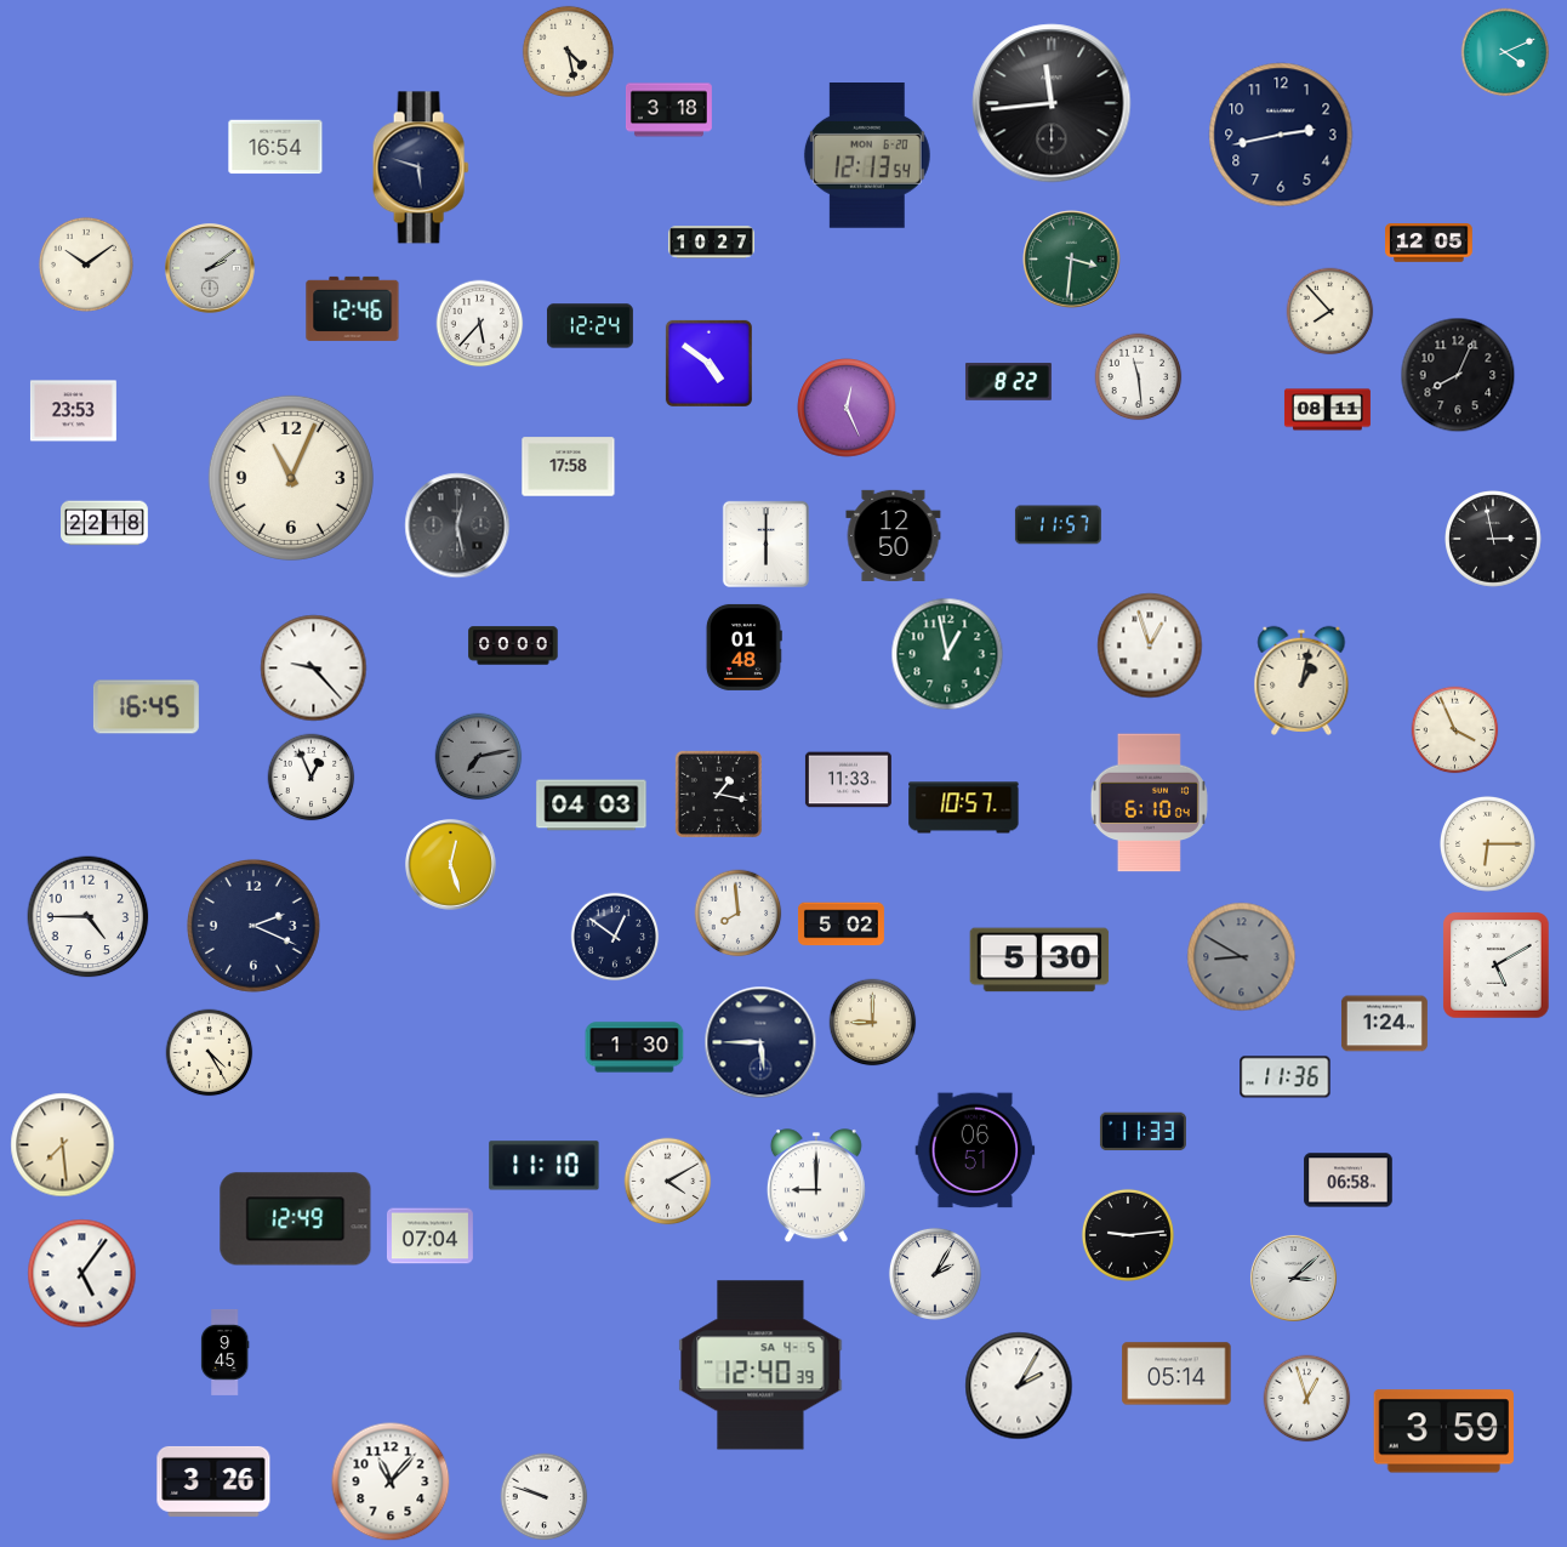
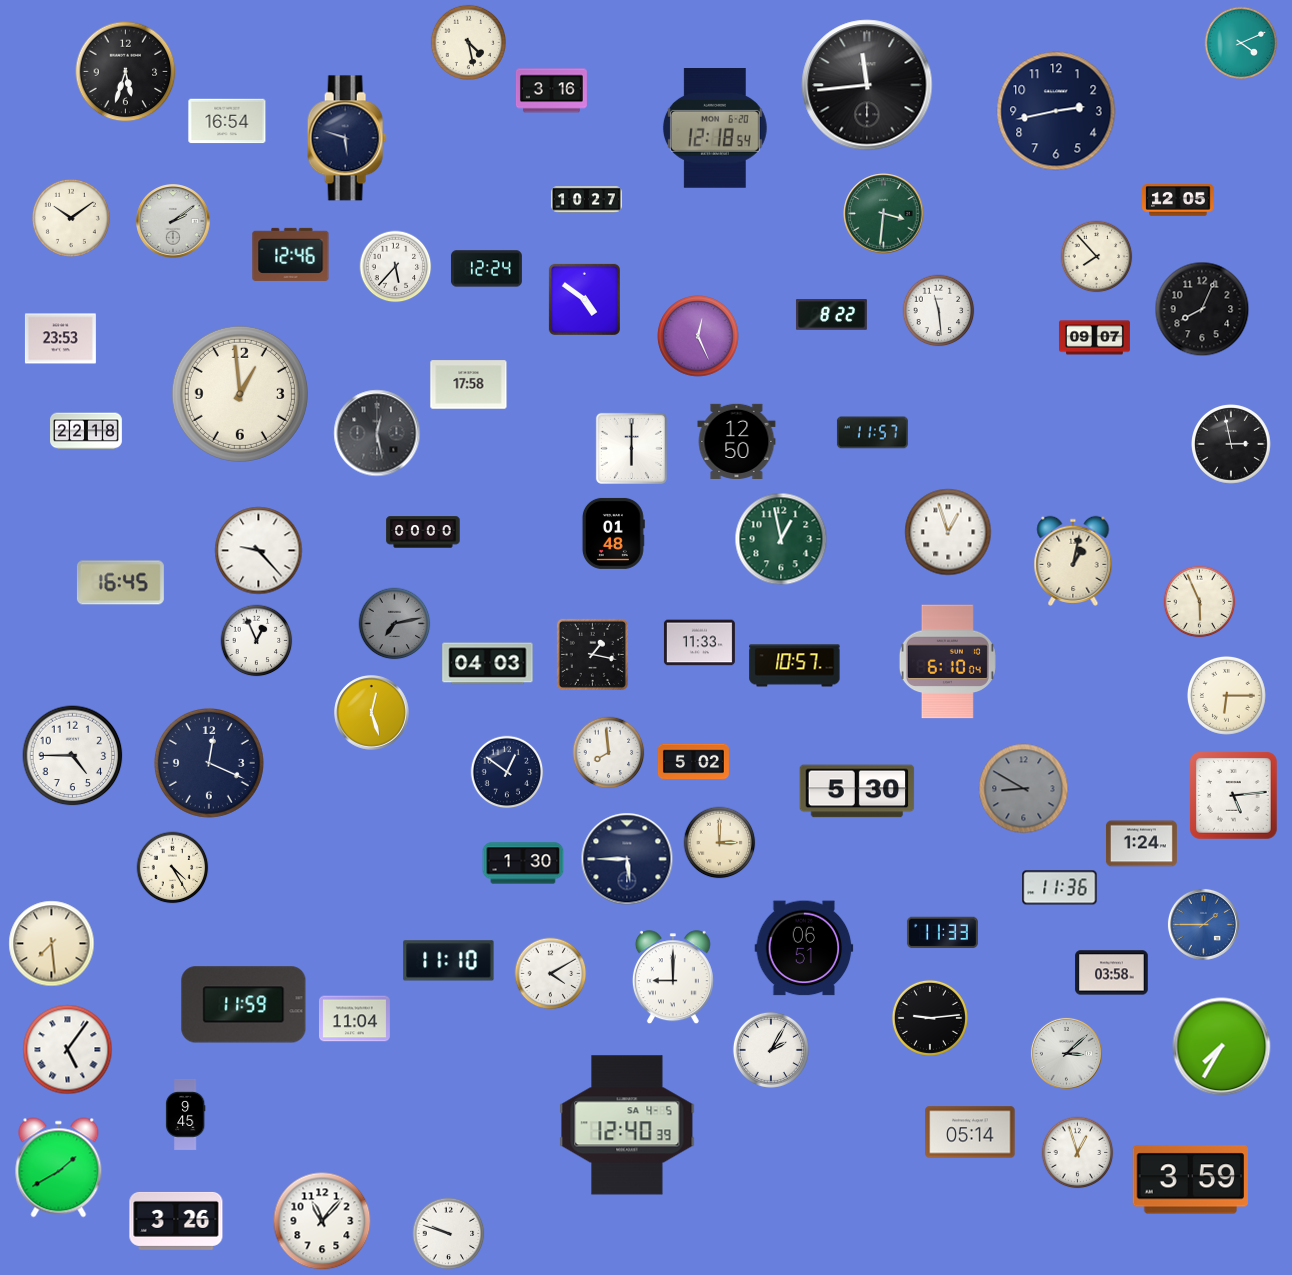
clock at (126, 72): none -> 5:33
clock at (668, 110): 3:18 -> 3:16
clock at (867, 157): 12:13 -> 12:18
clock at (1327, 410): 08:11 -> 09:07
clock at (291, 478): 11:04 -> 12:59
clock at (1455, 730): 3:56 -> 5:56
clock at (253, 926): 2:19 -> 12:19
clock at (1497, 966): 5:10 -> 5:14
clock at (873, 1023): 9:00 -> 3:00
clock at (1203, 924): none -> 1:45
clock at (1349, 1181): 06:58 -> 03:58
clock at (296, 1219): 12:49 -> 11:59
clock at (429, 1236): 07:04 -> 11:04
clock at (1222, 1047): none -> 7:35
clock at (1019, 1386): 2:05 -> none
clock at (59, 1168): none -> 1:40
